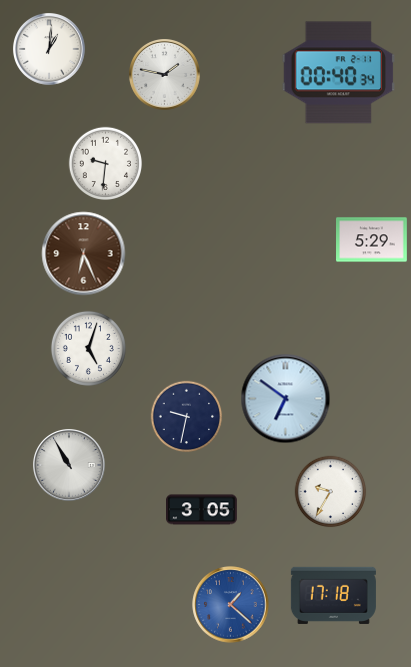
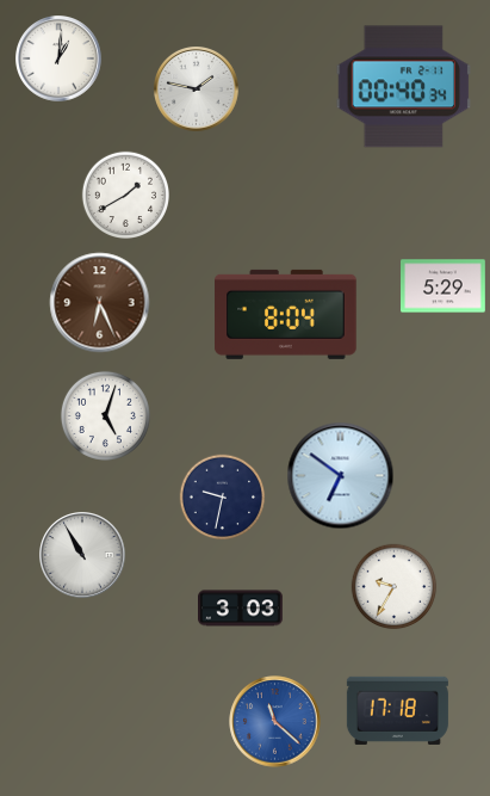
clock at (105, 163): 9:31 -> 1:40
clock at (286, 314): none -> 8:04
clock at (202, 510): 3:05 -> 3:03
clock at (231, 605): 1:22 -> 11:22
